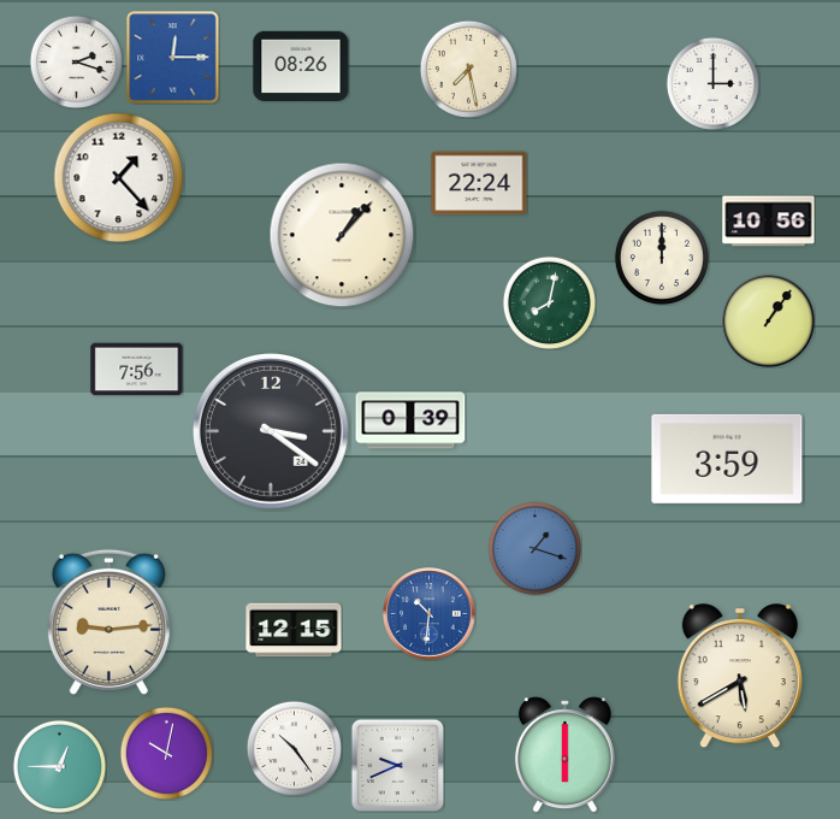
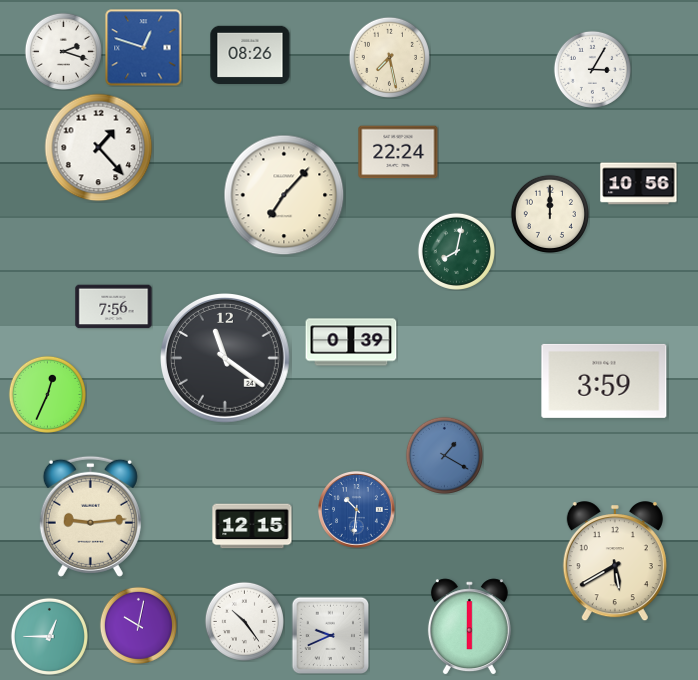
clock at (173, 58): 12:15 -> 12:48
clock at (712, 83): 3:00 -> 3:05
clock at (342, 235): 1:07 -> 7:07
clock at (769, 322): 1:06 -> none
clock at (410, 420) position: (410, 420) -> (351, 342)
clock at (272, 432): 3:21 -> 11:21
clock at (47, 394): none -> 12:34
clock at (534, 548): 1:18 -> 1:20
clock at (294, 630) position: (294, 630) -> (252, 526)
